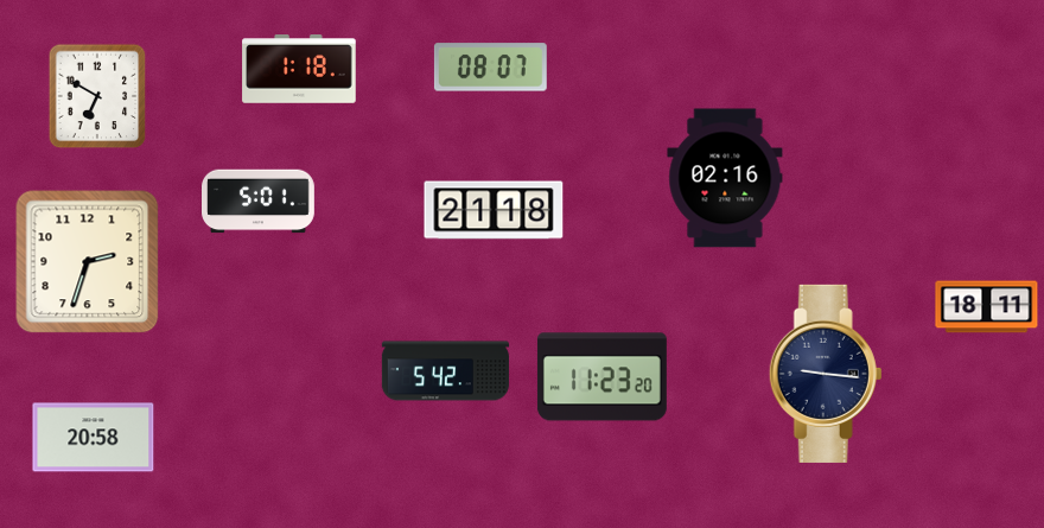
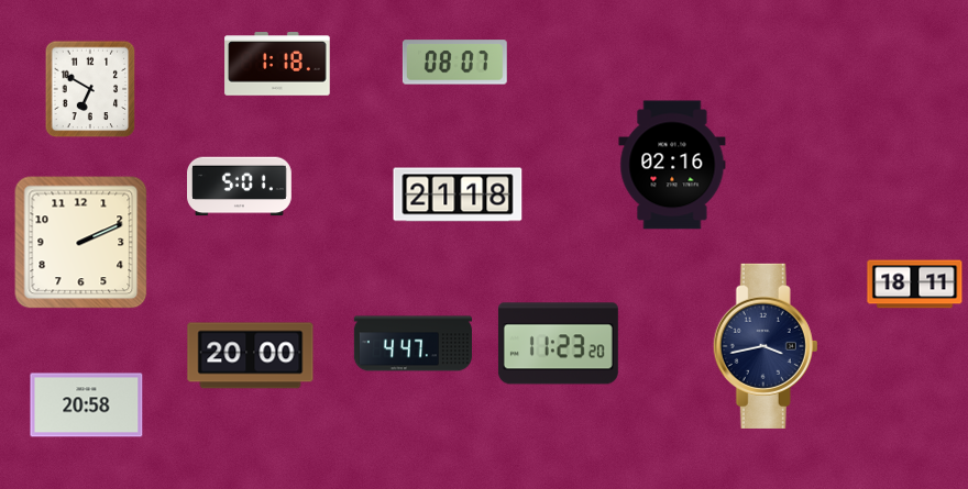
clock at (88, 262): 2:33 -> 2:11
clock at (445, 371): 5:42 -> 4:47
clock at (826, 374): 9:16 -> 3:43
clock at (601, 377) position: (601, 377) -> (558, 344)
clock at (251, 356): none -> 20:00
